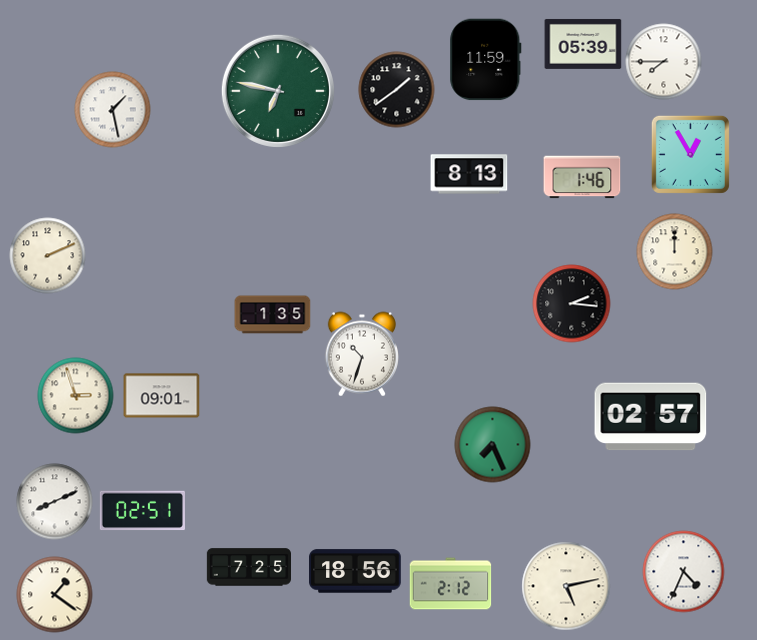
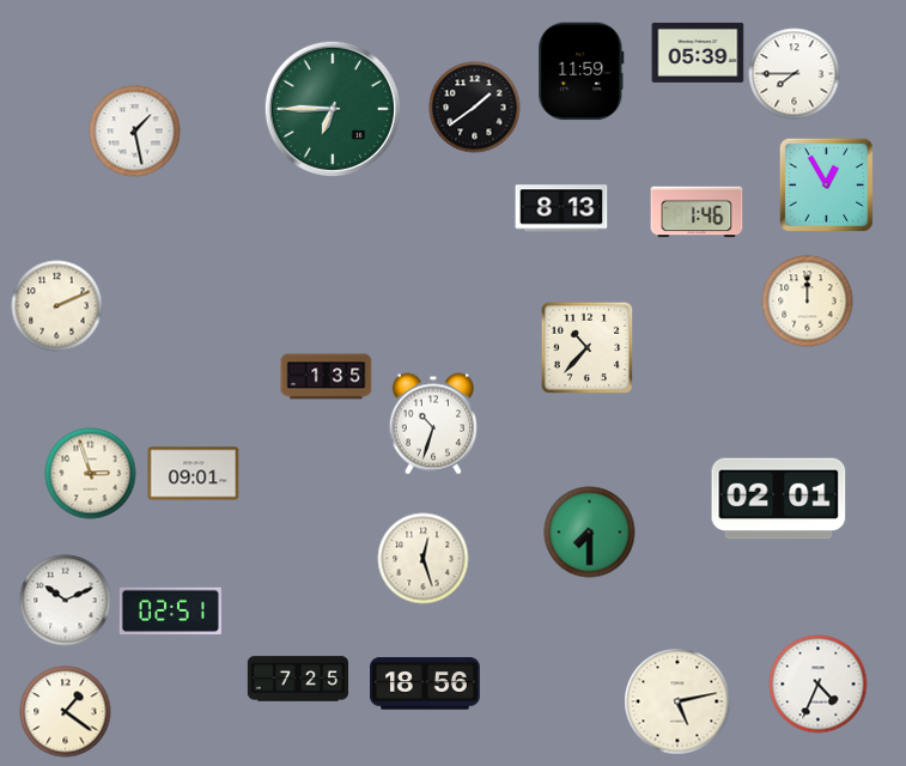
clock at (278, 91): 6:47 -> 6:45
clock at (586, 347): none -> 10:37
clock at (572, 304): 2:16 -> none
clock at (651, 417): 02:57 -> 02:01
clock at (493, 445): 7:26 -> 7:30
clock at (424, 559): none -> 12:27
clock at (55, 502): 8:11 -> 10:11
clock at (451, 584): 2:12 -> none
